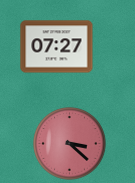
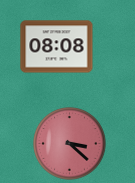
clock at (57, 47): 07:27 -> 08:08
